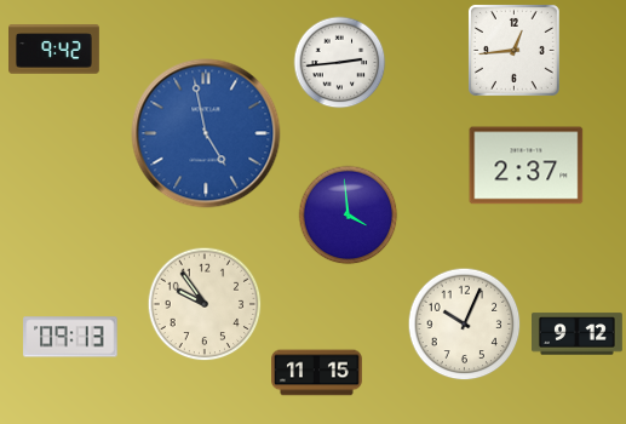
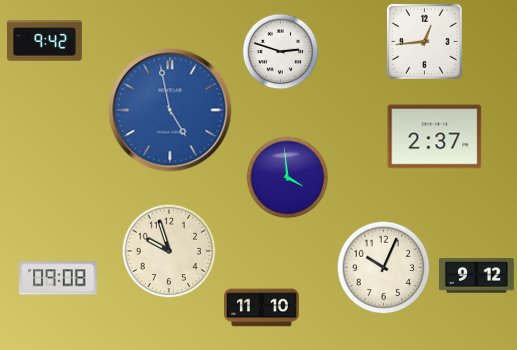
clock at (340, 63): 2:44 -> 2:48
clock at (205, 304): 9:54 -> 9:57
clock at (70, 337): 09:13 -> 09:08
clock at (317, 373): 11:15 -> 11:10
